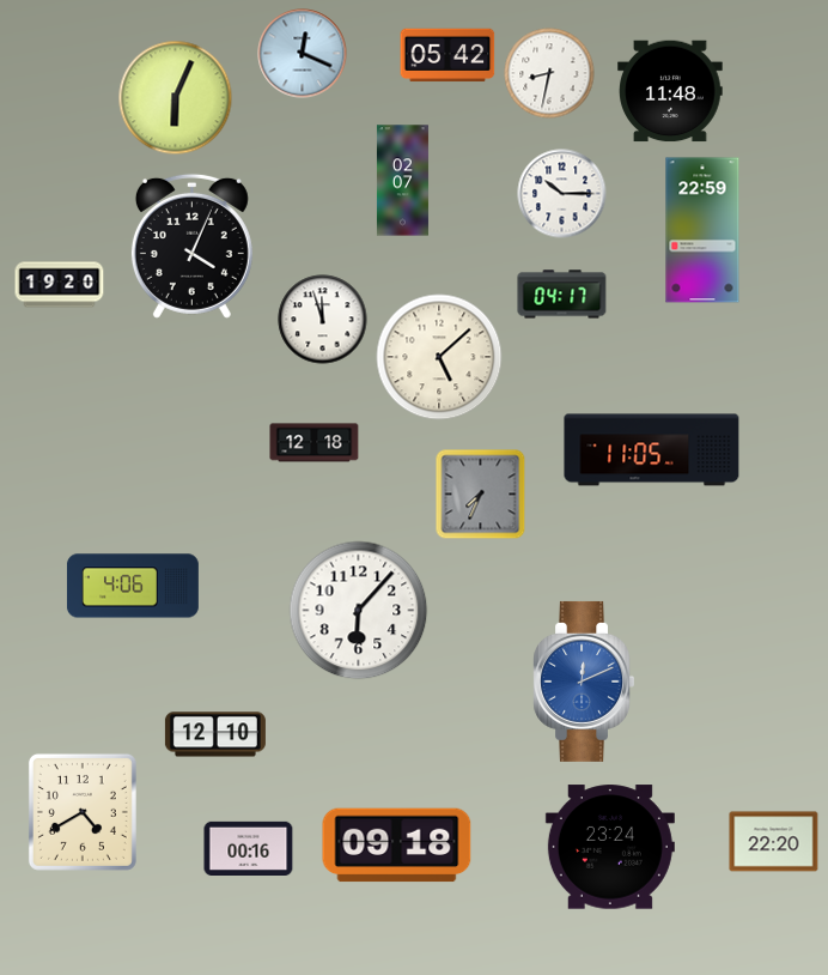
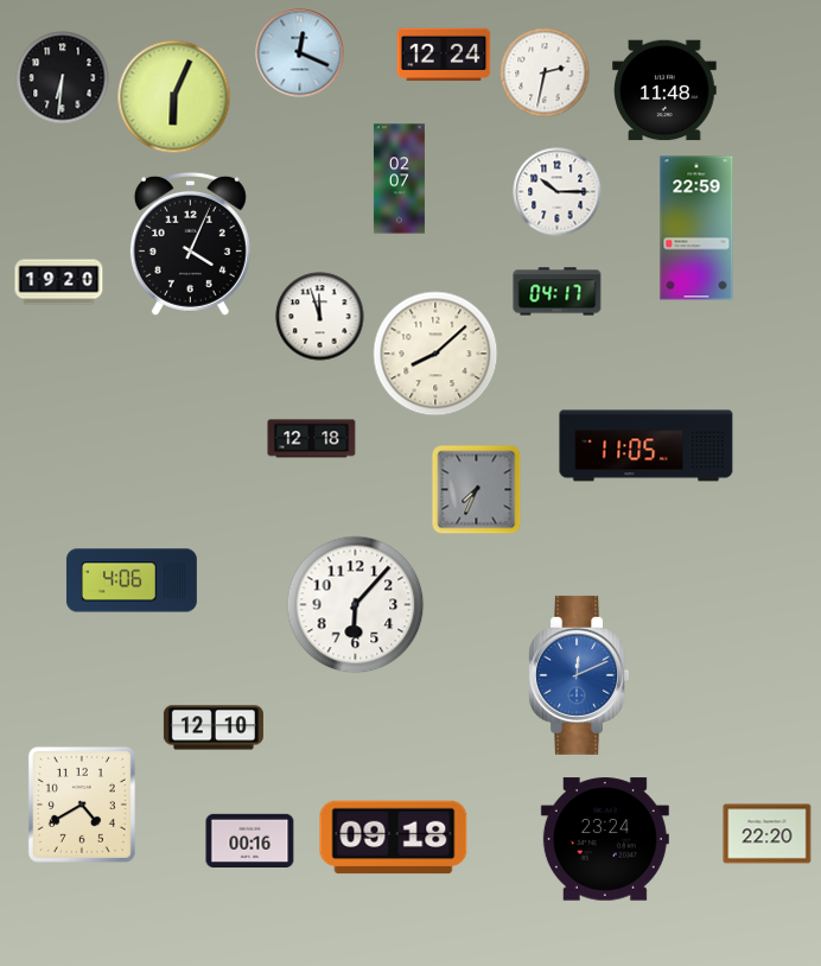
clock at (448, 55): 05:42 -> 12:24
clock at (549, 73): 8:32 -> 2:32
clock at (63, 78): none -> 6:31
clock at (439, 357): 5:08 -> 8:08
clock at (249, 848) position: (249, 848) -> (250, 840)
